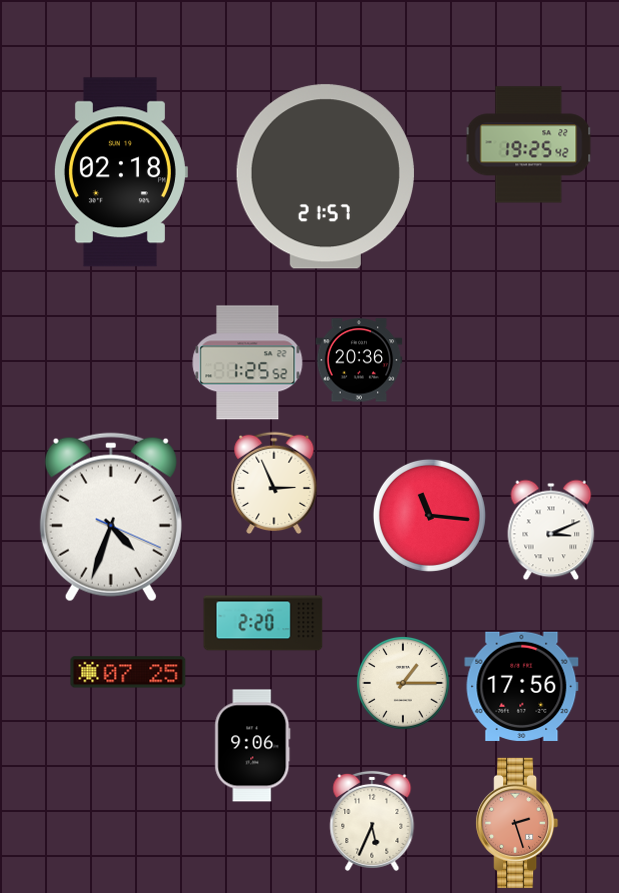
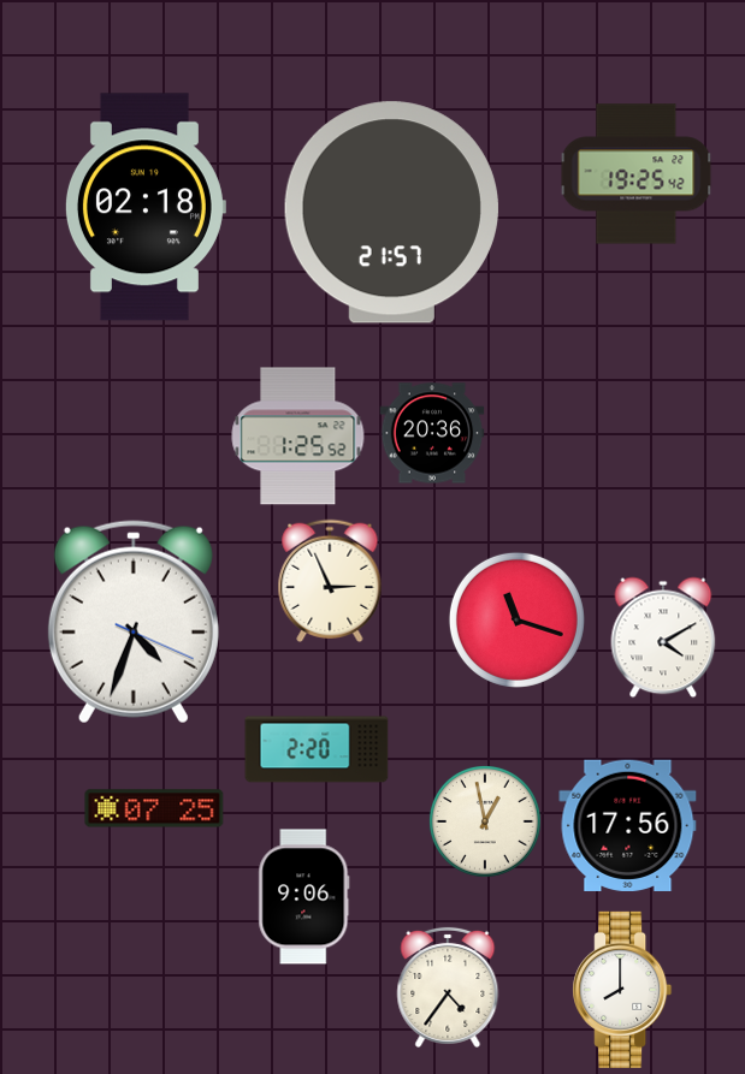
clock at (429, 515): 11:16 -> 11:18
clock at (551, 530): 3:11 -> 4:10
clock at (403, 683): 1:15 -> 12:58
clock at (372, 821): 5:34 -> 4:36
clock at (517, 823): 2:27 -> 8:00
clock at (517, 823) dial: salmon -> white
